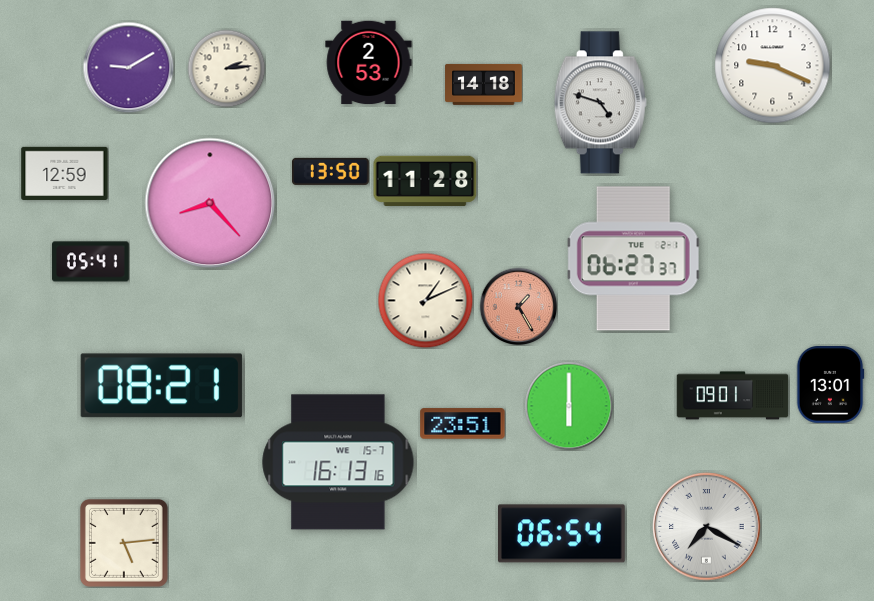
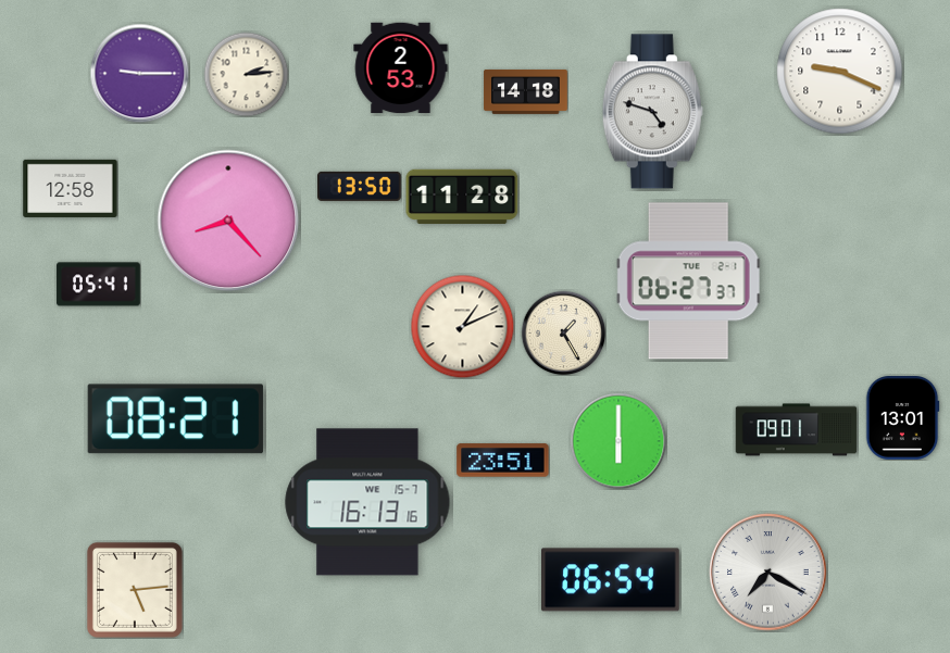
clock at (128, 67): 9:10 -> 9:15
clock at (65, 173): 12:59 -> 12:58
clock at (518, 306) dial: salmon -> cream
